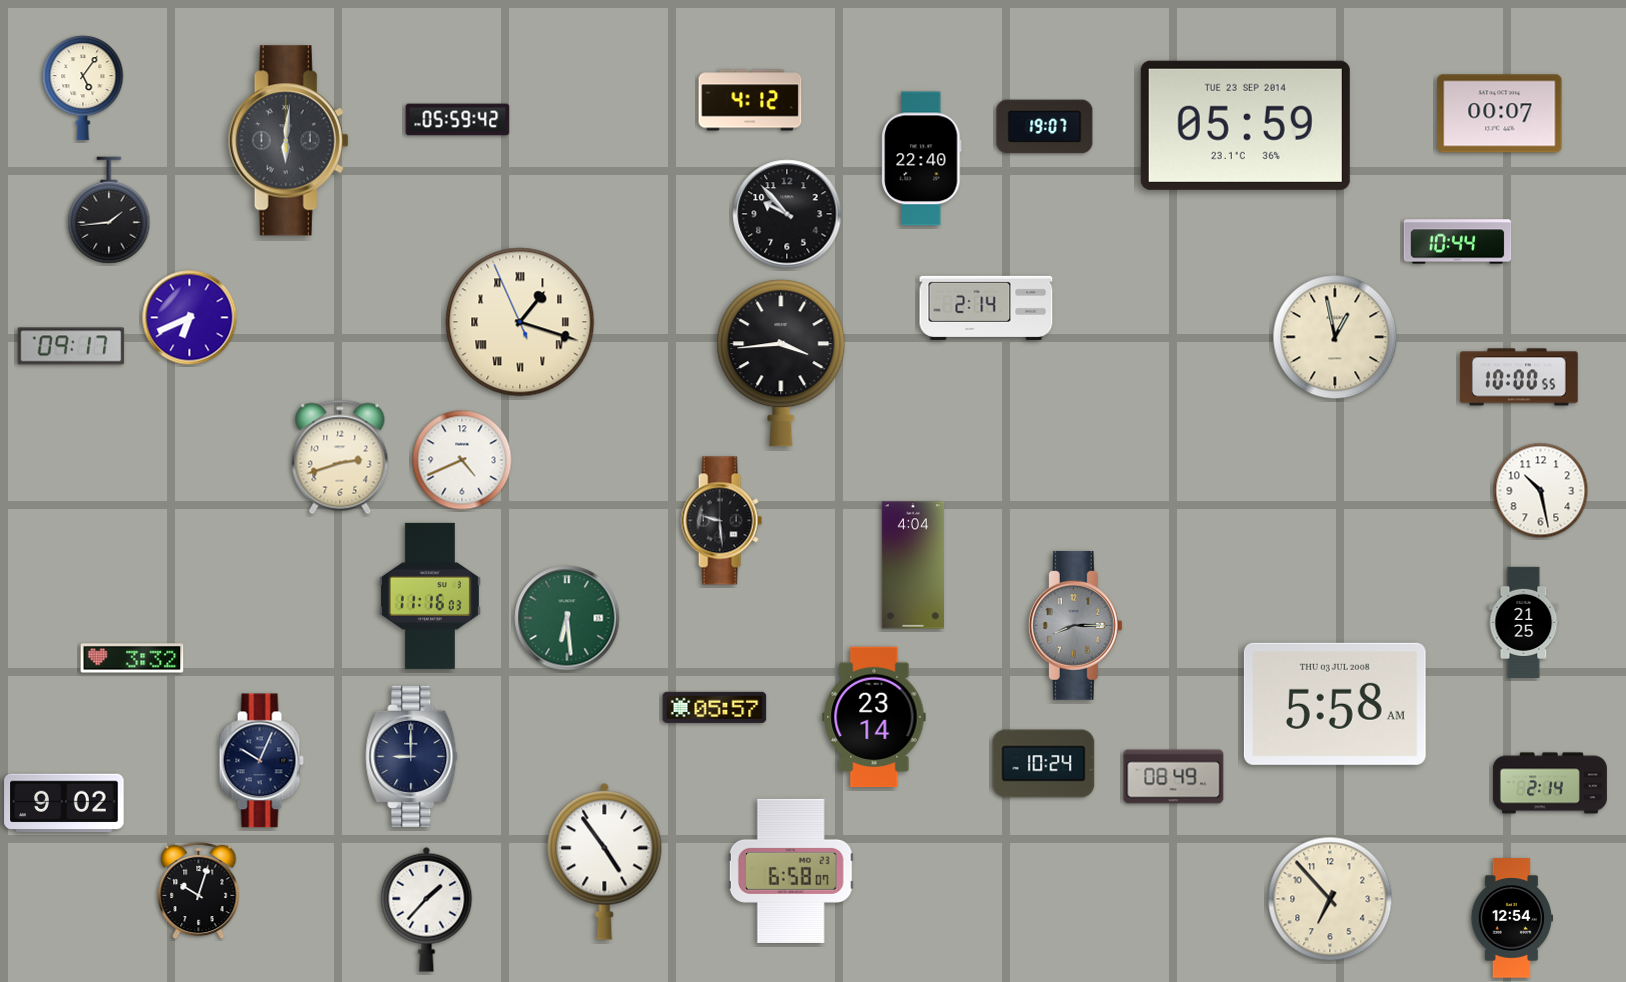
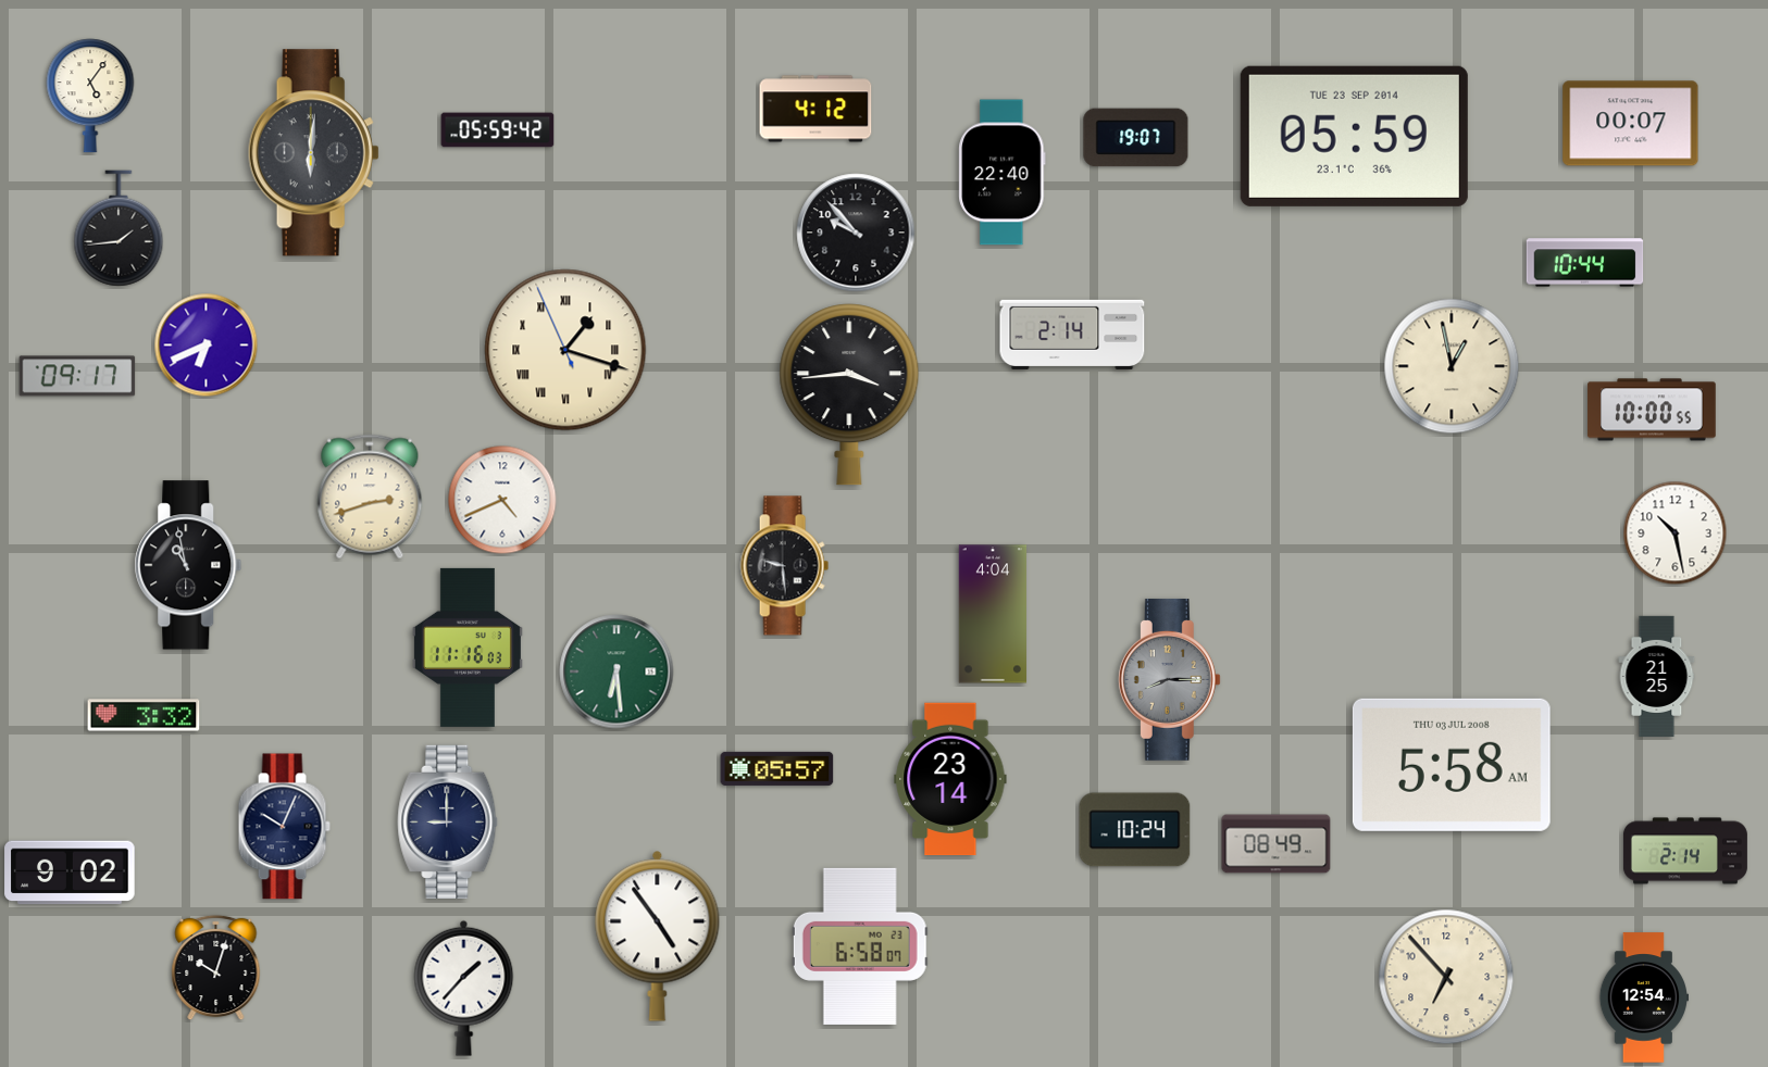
clock at (188, 565): none -> 10:58
